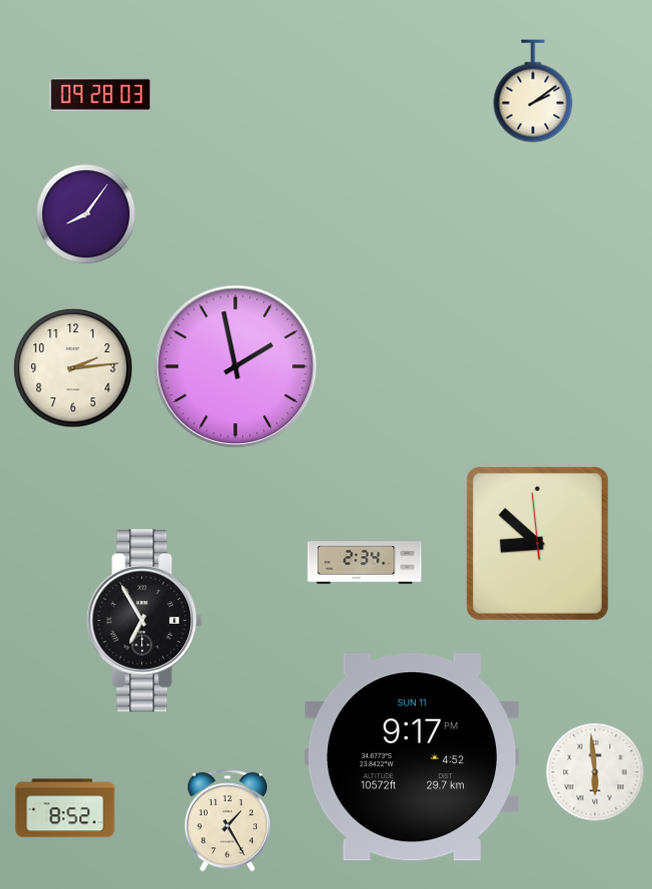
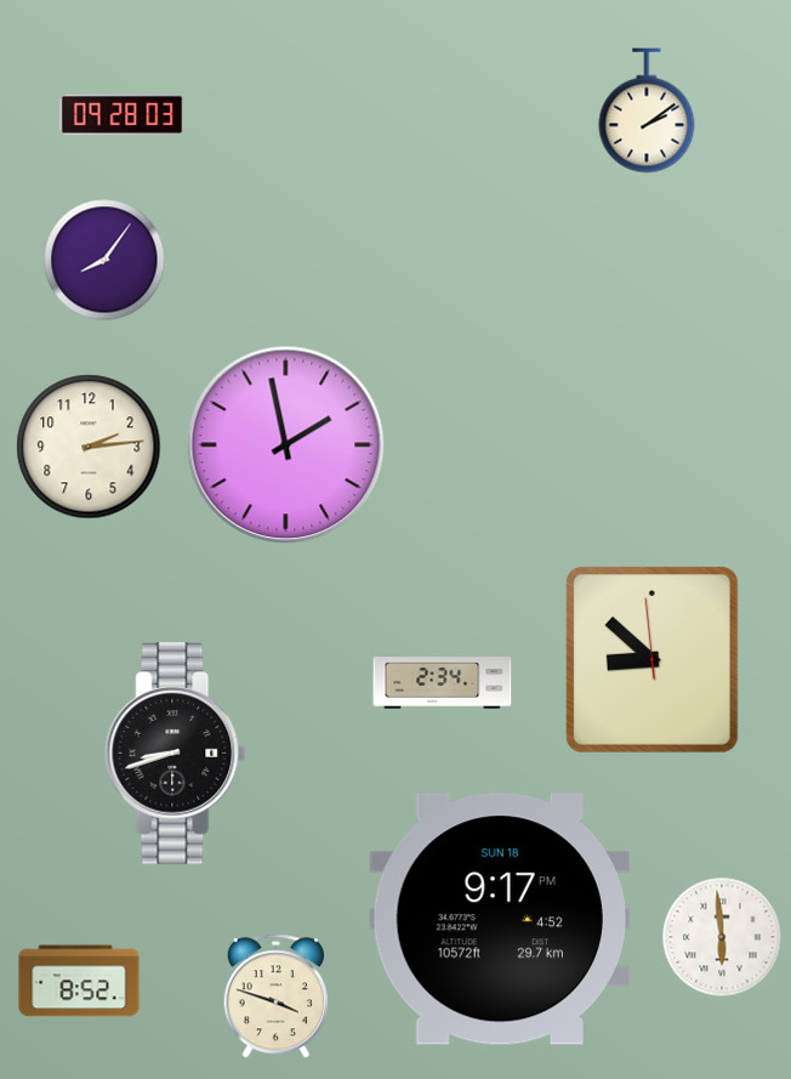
clock at (145, 621): 6:55 -> 8:42
clock at (412, 757) date: SUN 11 -> SUN 18
clock at (228, 821): 1:25 -> 3:48
